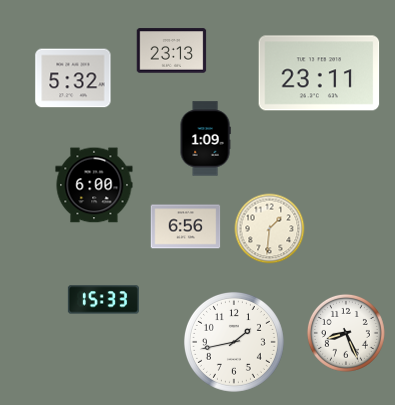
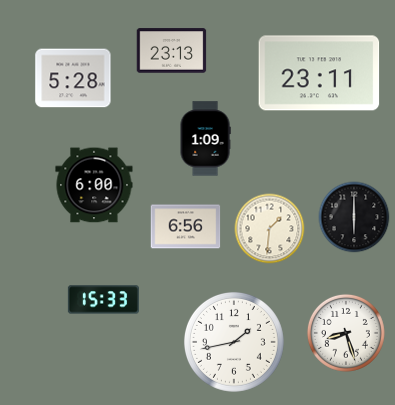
clock at (73, 78): 5:32 -> 5:28
clock at (354, 217): none -> 6:00
clock at (346, 333): 8:26 -> 8:27
